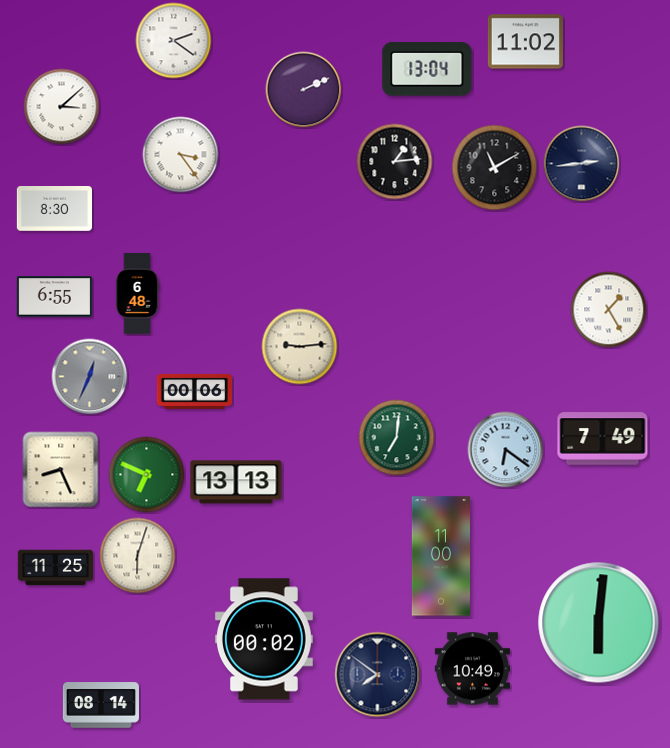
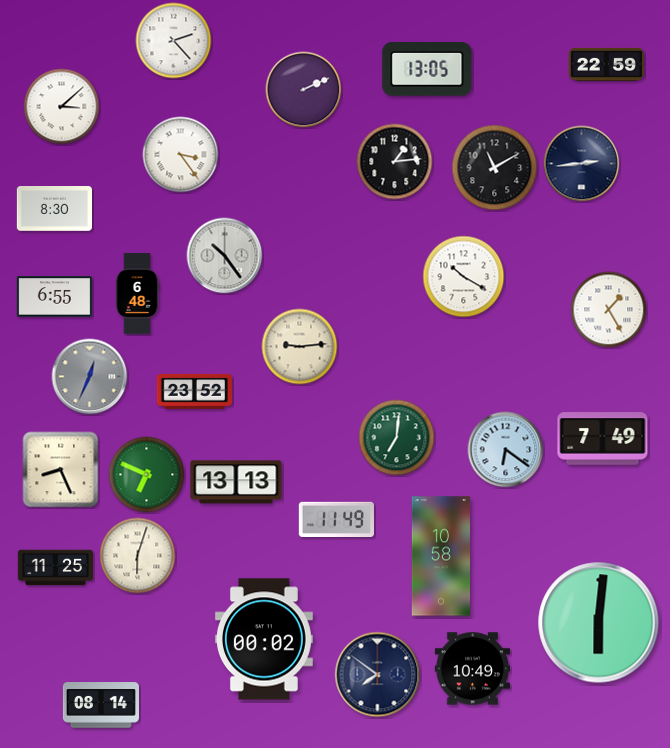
clock at (174, 41): 2:21 -> 2:23
clock at (525, 42): 11:02 -> none
clock at (606, 64): none -> 22:59
clock at (427, 69): 13:04 -> 13:05
clock at (225, 256): none -> 10:24
clock at (464, 277): none -> 10:20
clock at (194, 391): 00:06 -> 23:52
clock at (336, 519): none -> 11:49
clock at (440, 556): 11:00 -> 10:58
